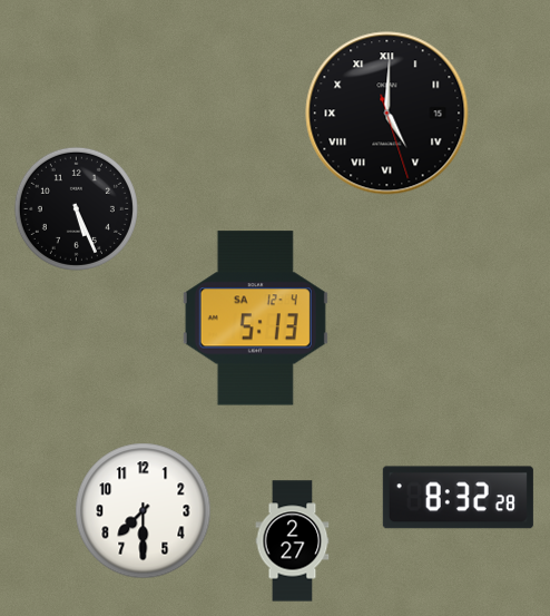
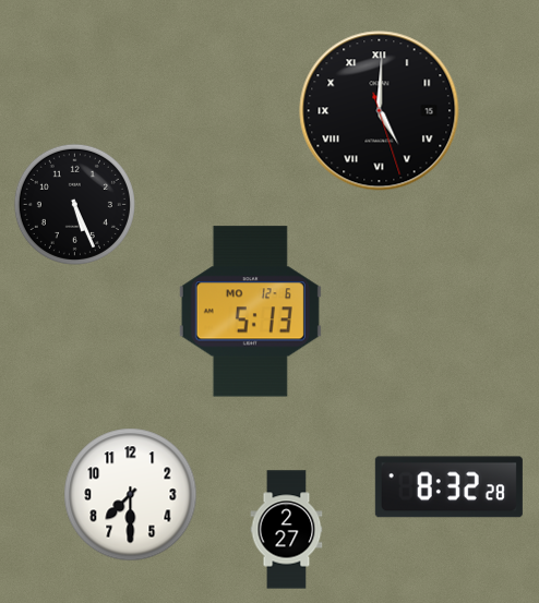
clock at (255, 319) date: SA 12-4 -> MO 12-6
clock at (144, 511) position: (144, 511) -> (131, 495)
